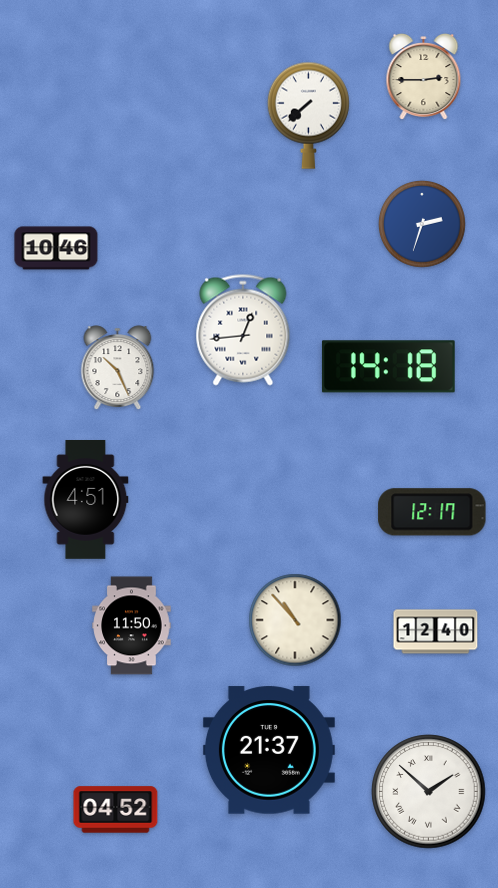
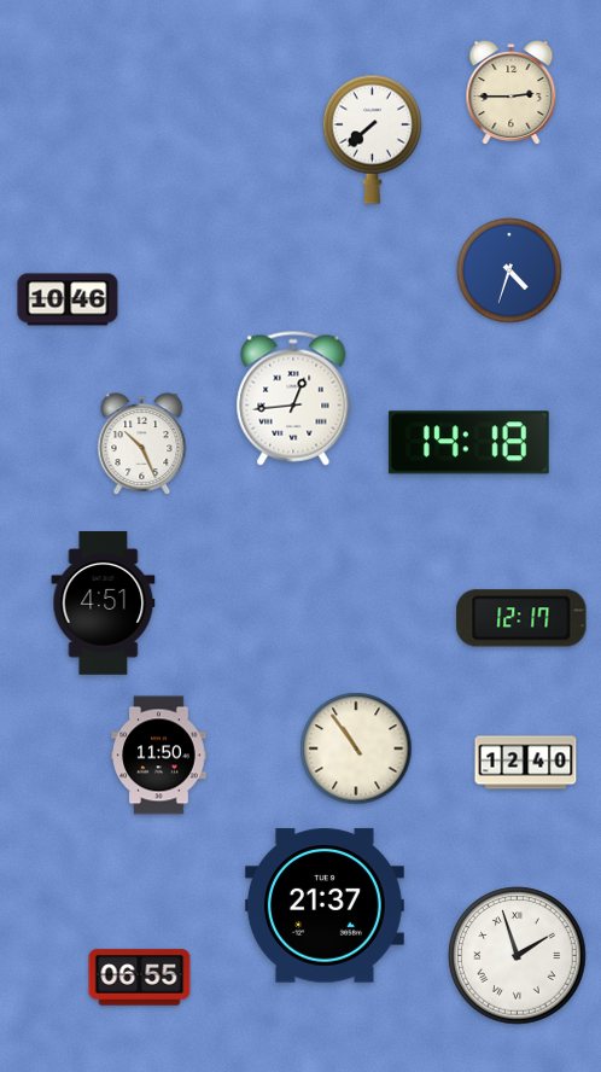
clock at (423, 225): 2:33 -> 4:33
clock at (295, 620): 10:53 -> 10:54
clock at (429, 792): 1:52 -> 1:57
clock at (116, 810): 04:52 -> 06:55
